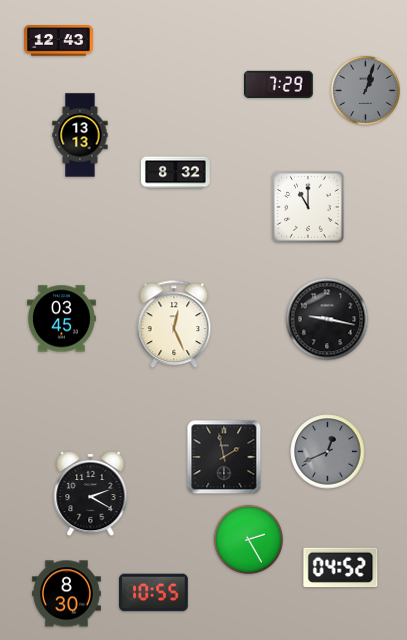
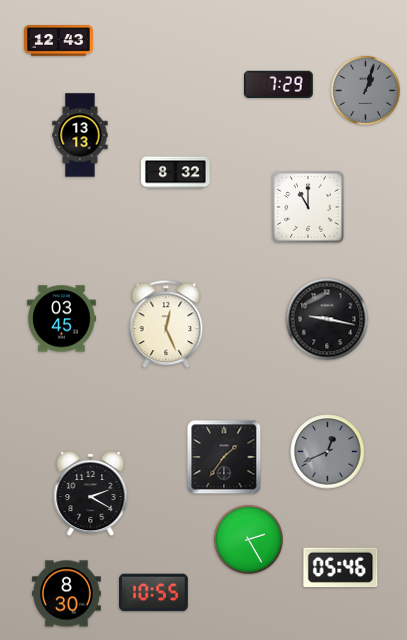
clock at (174, 325) position: (174, 325) -> (166, 325)
clock at (224, 457): 1:58 -> 1:36
clock at (341, 568): 04:52 -> 05:46
